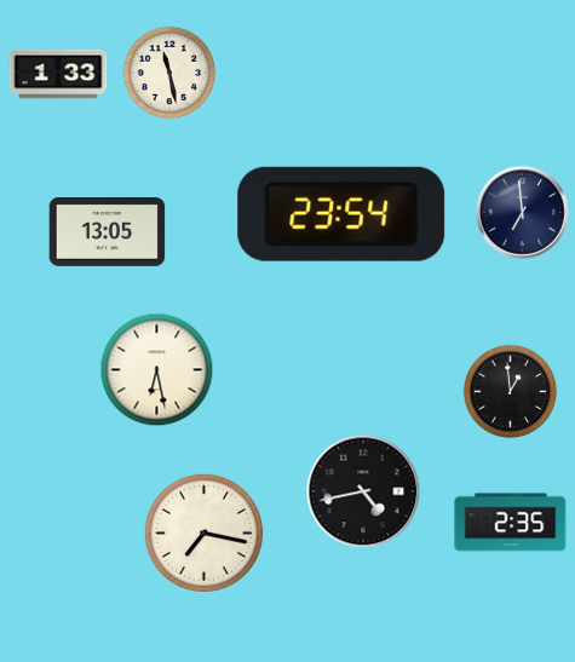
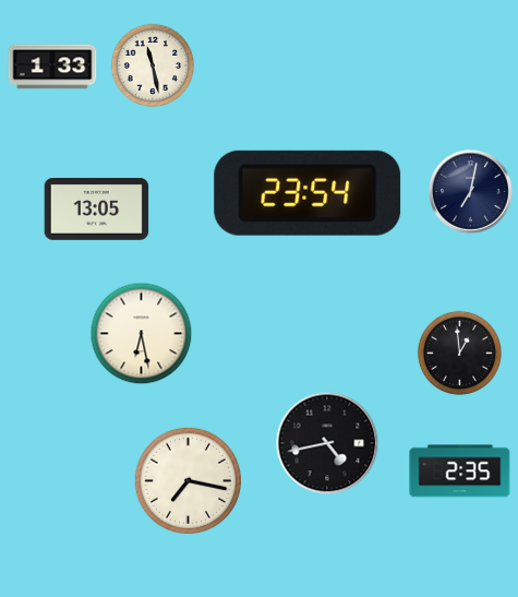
clock at (523, 213): 6:59 -> 7:02
clock at (203, 533) position: (203, 533) -> (188, 480)
